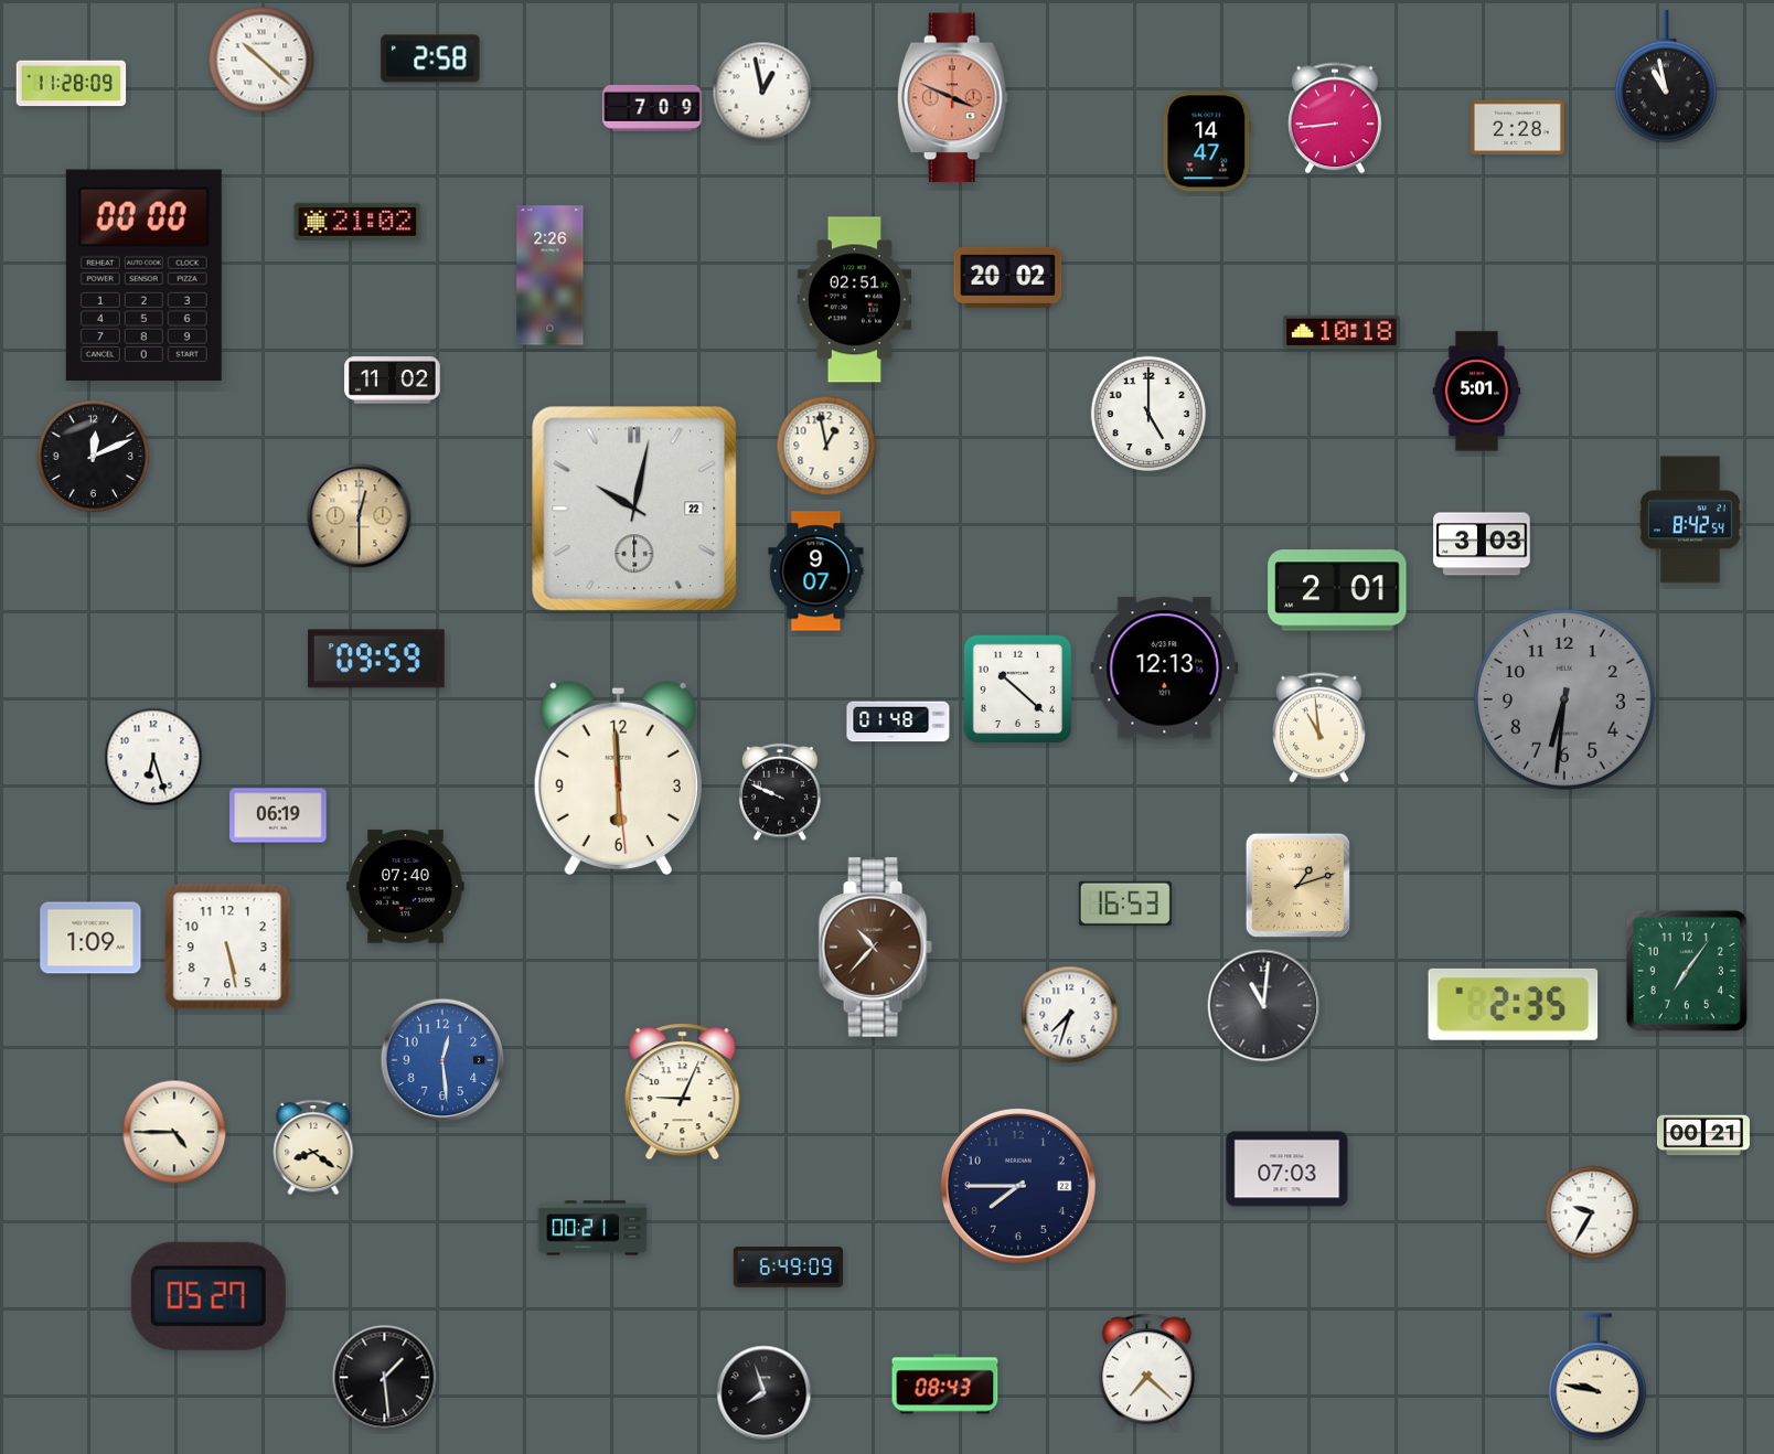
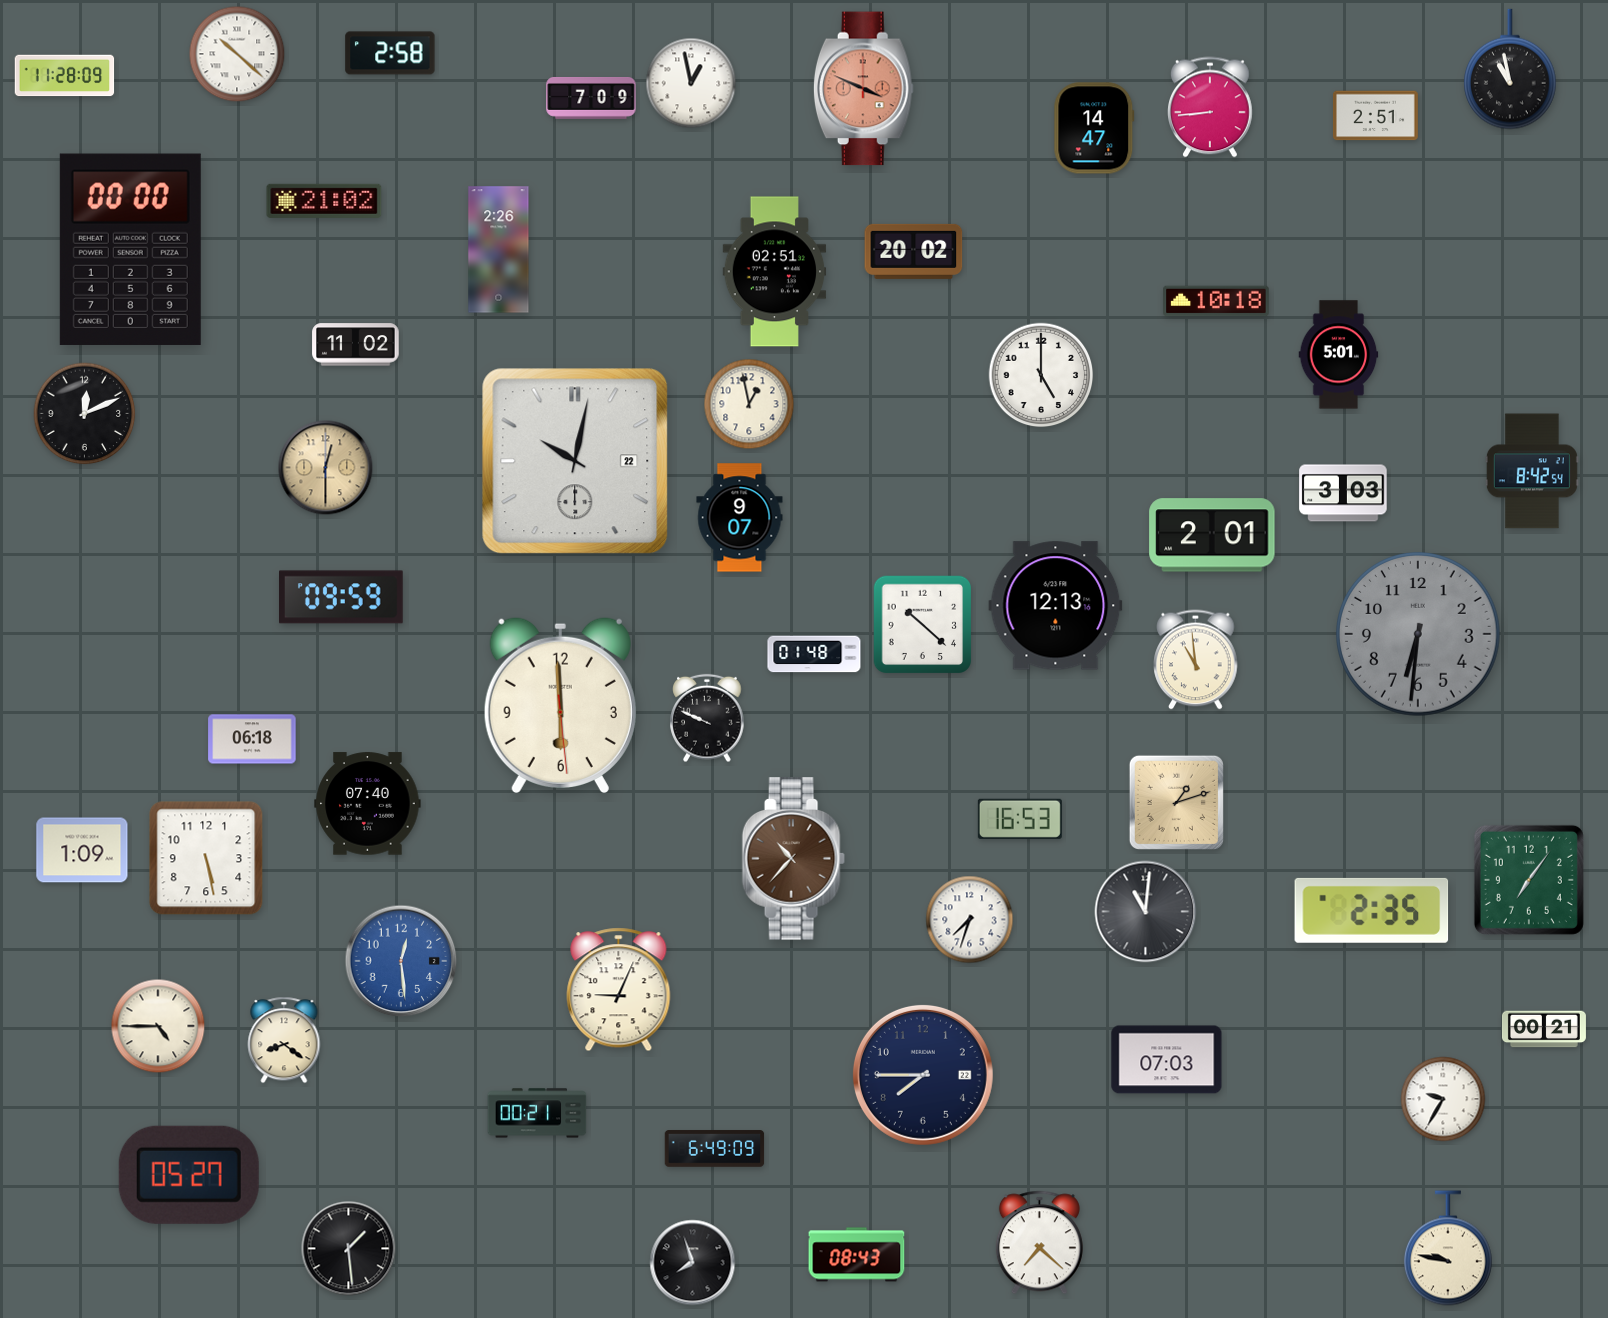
clock at (1517, 128): 2:28 -> 2:51
clock at (153, 757): 6:27 -> none
clock at (278, 815): 06:19 -> 06:18
